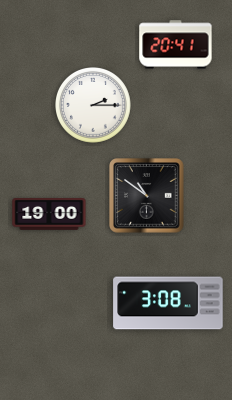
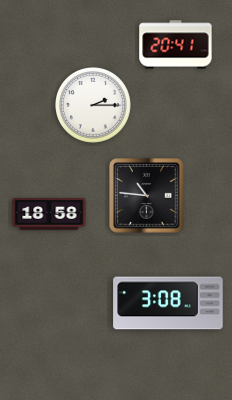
clock at (147, 196): 10:51 -> 10:46
clock at (49, 215): 19:00 -> 18:58
